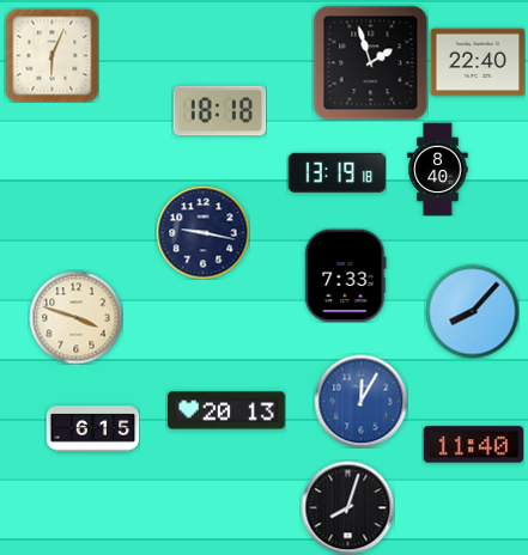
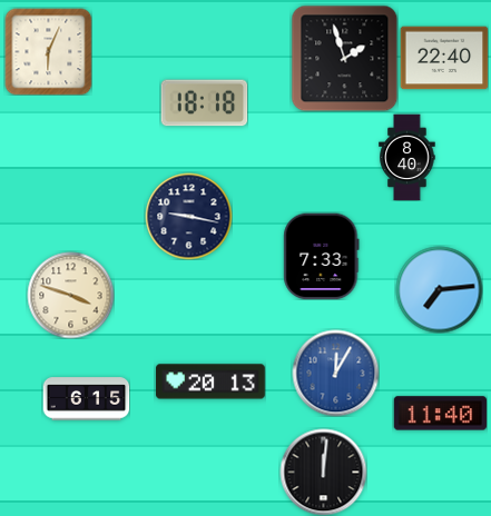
clock at (336, 172): 13:19 -> none
clock at (472, 311): 8:07 -> 7:14
clock at (347, 507): 8:03 -> 12:01
